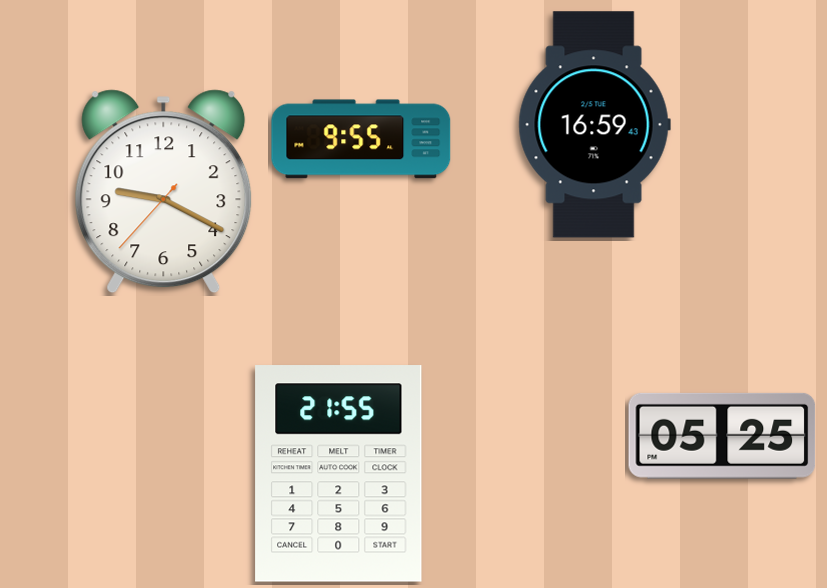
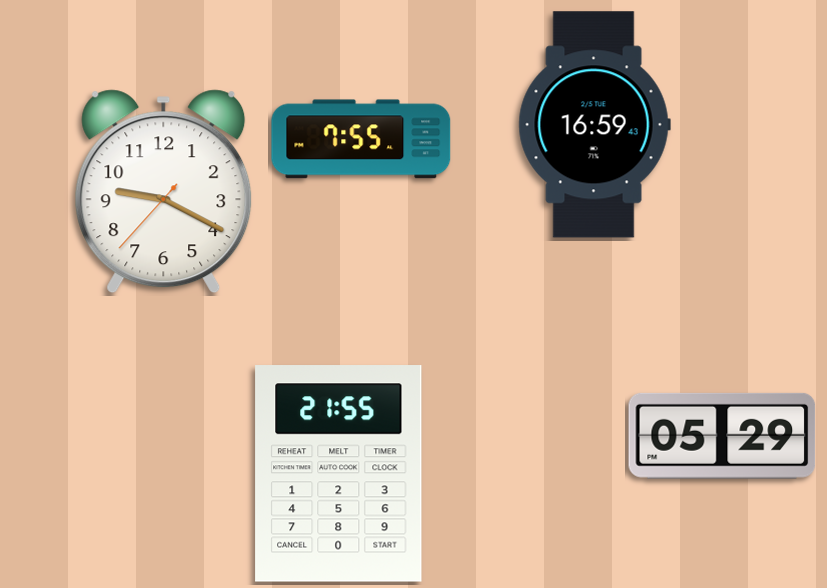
clock at (361, 139): 9:55 -> 7:55
clock at (722, 436): 05:25 -> 05:29
